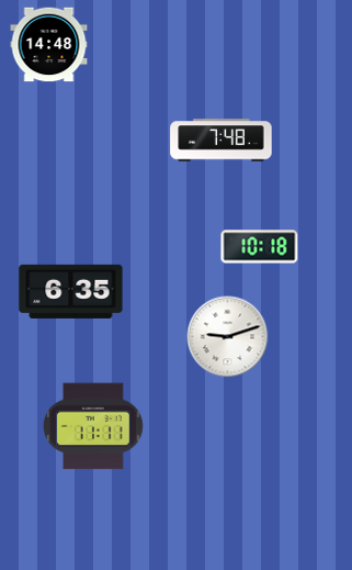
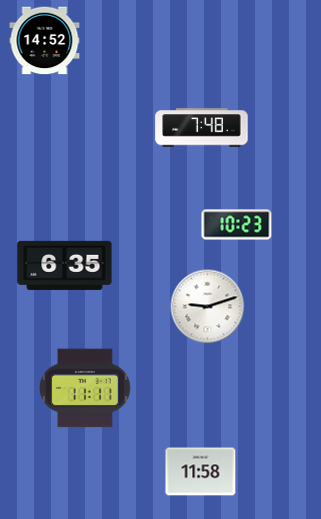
clock at (49, 45): 14:48 -> 14:52
clock at (260, 247): 10:18 -> 10:23
clock at (201, 472): none -> 11:58
